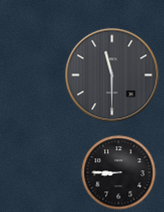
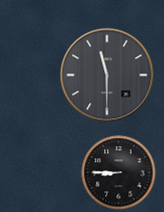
clock at (112, 75) position: (112, 75) -> (107, 75)
